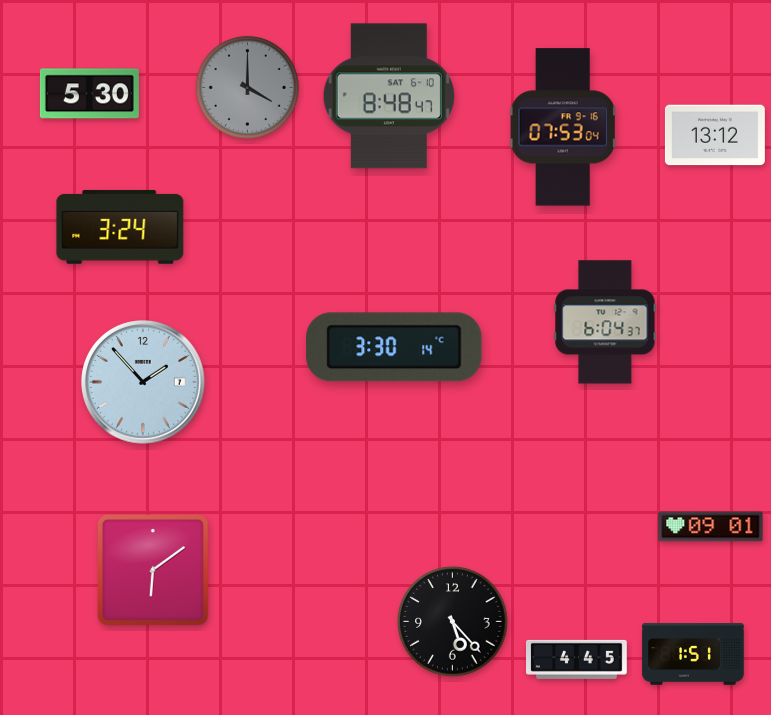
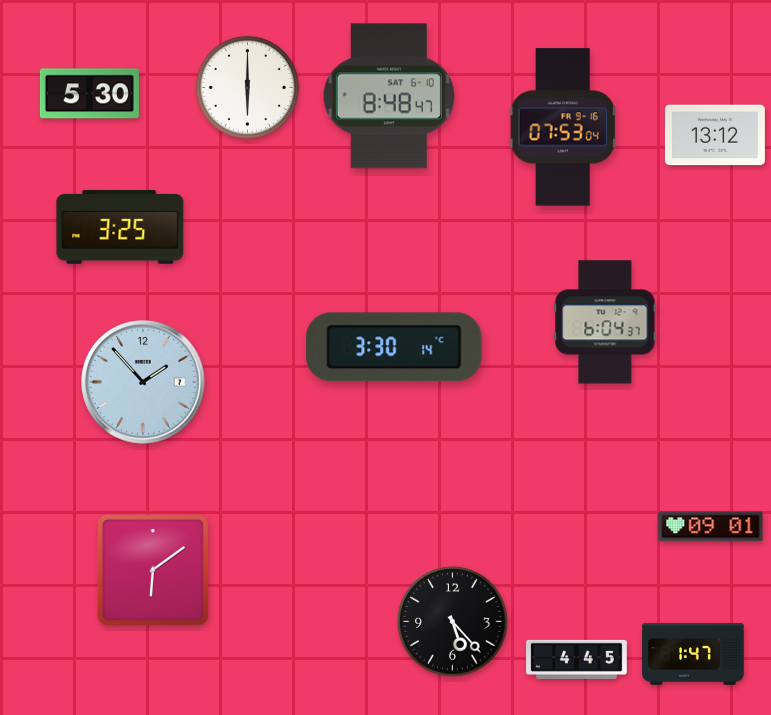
clock at (247, 87): 4:00 -> 6:00
clock at (247, 87) dial: grey -> white
clock at (120, 227): 3:24 -> 3:25
clock at (693, 654): 1:51 -> 1:47
